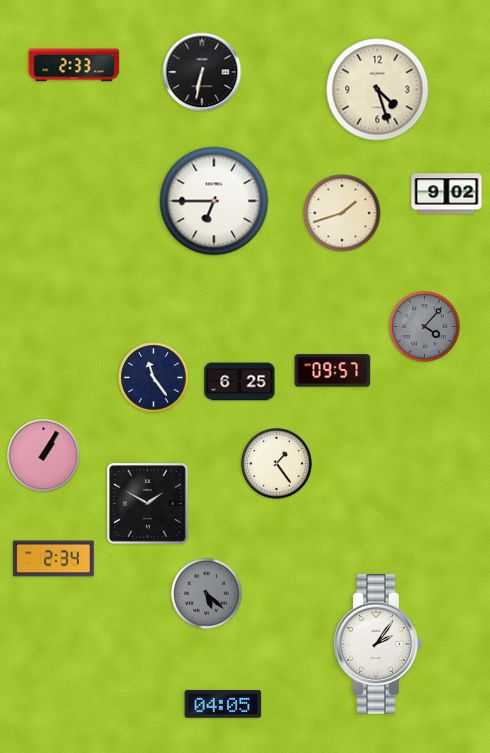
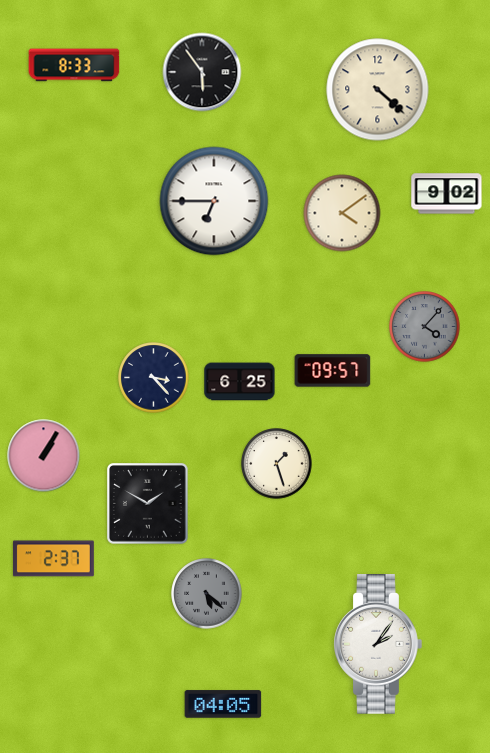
clock at (74, 65): 2:33 -> 8:33
clock at (202, 72): 6:32 -> 5:54
clock at (378, 90): 4:27 -> 4:22
clock at (342, 213): 1:42 -> 4:09
clock at (154, 378): 11:24 -> 3:23
clock at (277, 464): 1:24 -> 1:27
clock at (53, 559): 2:34 -> 2:37
